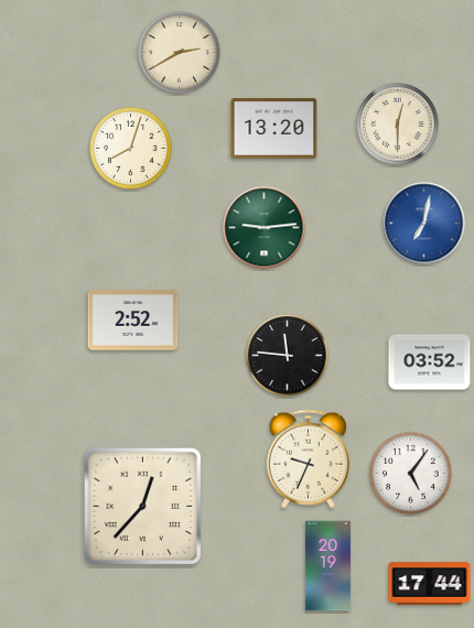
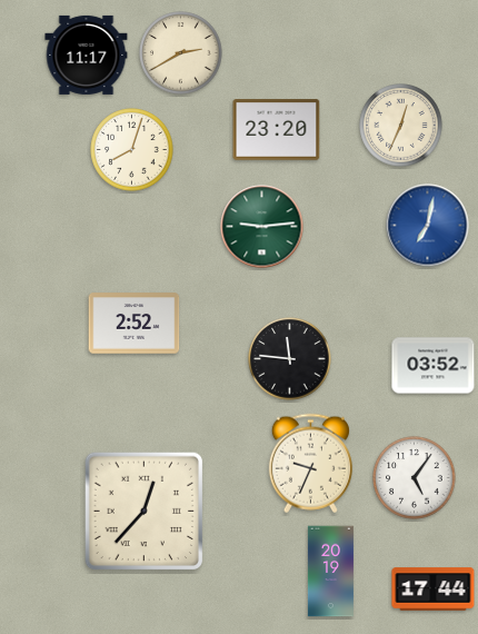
clock at (87, 55): none -> 11:17
clock at (398, 124): 12:30 -> 12:34
clock at (274, 129): 13:20 -> 23:20
clock at (265, 228) position: (265, 228) -> (262, 227)
